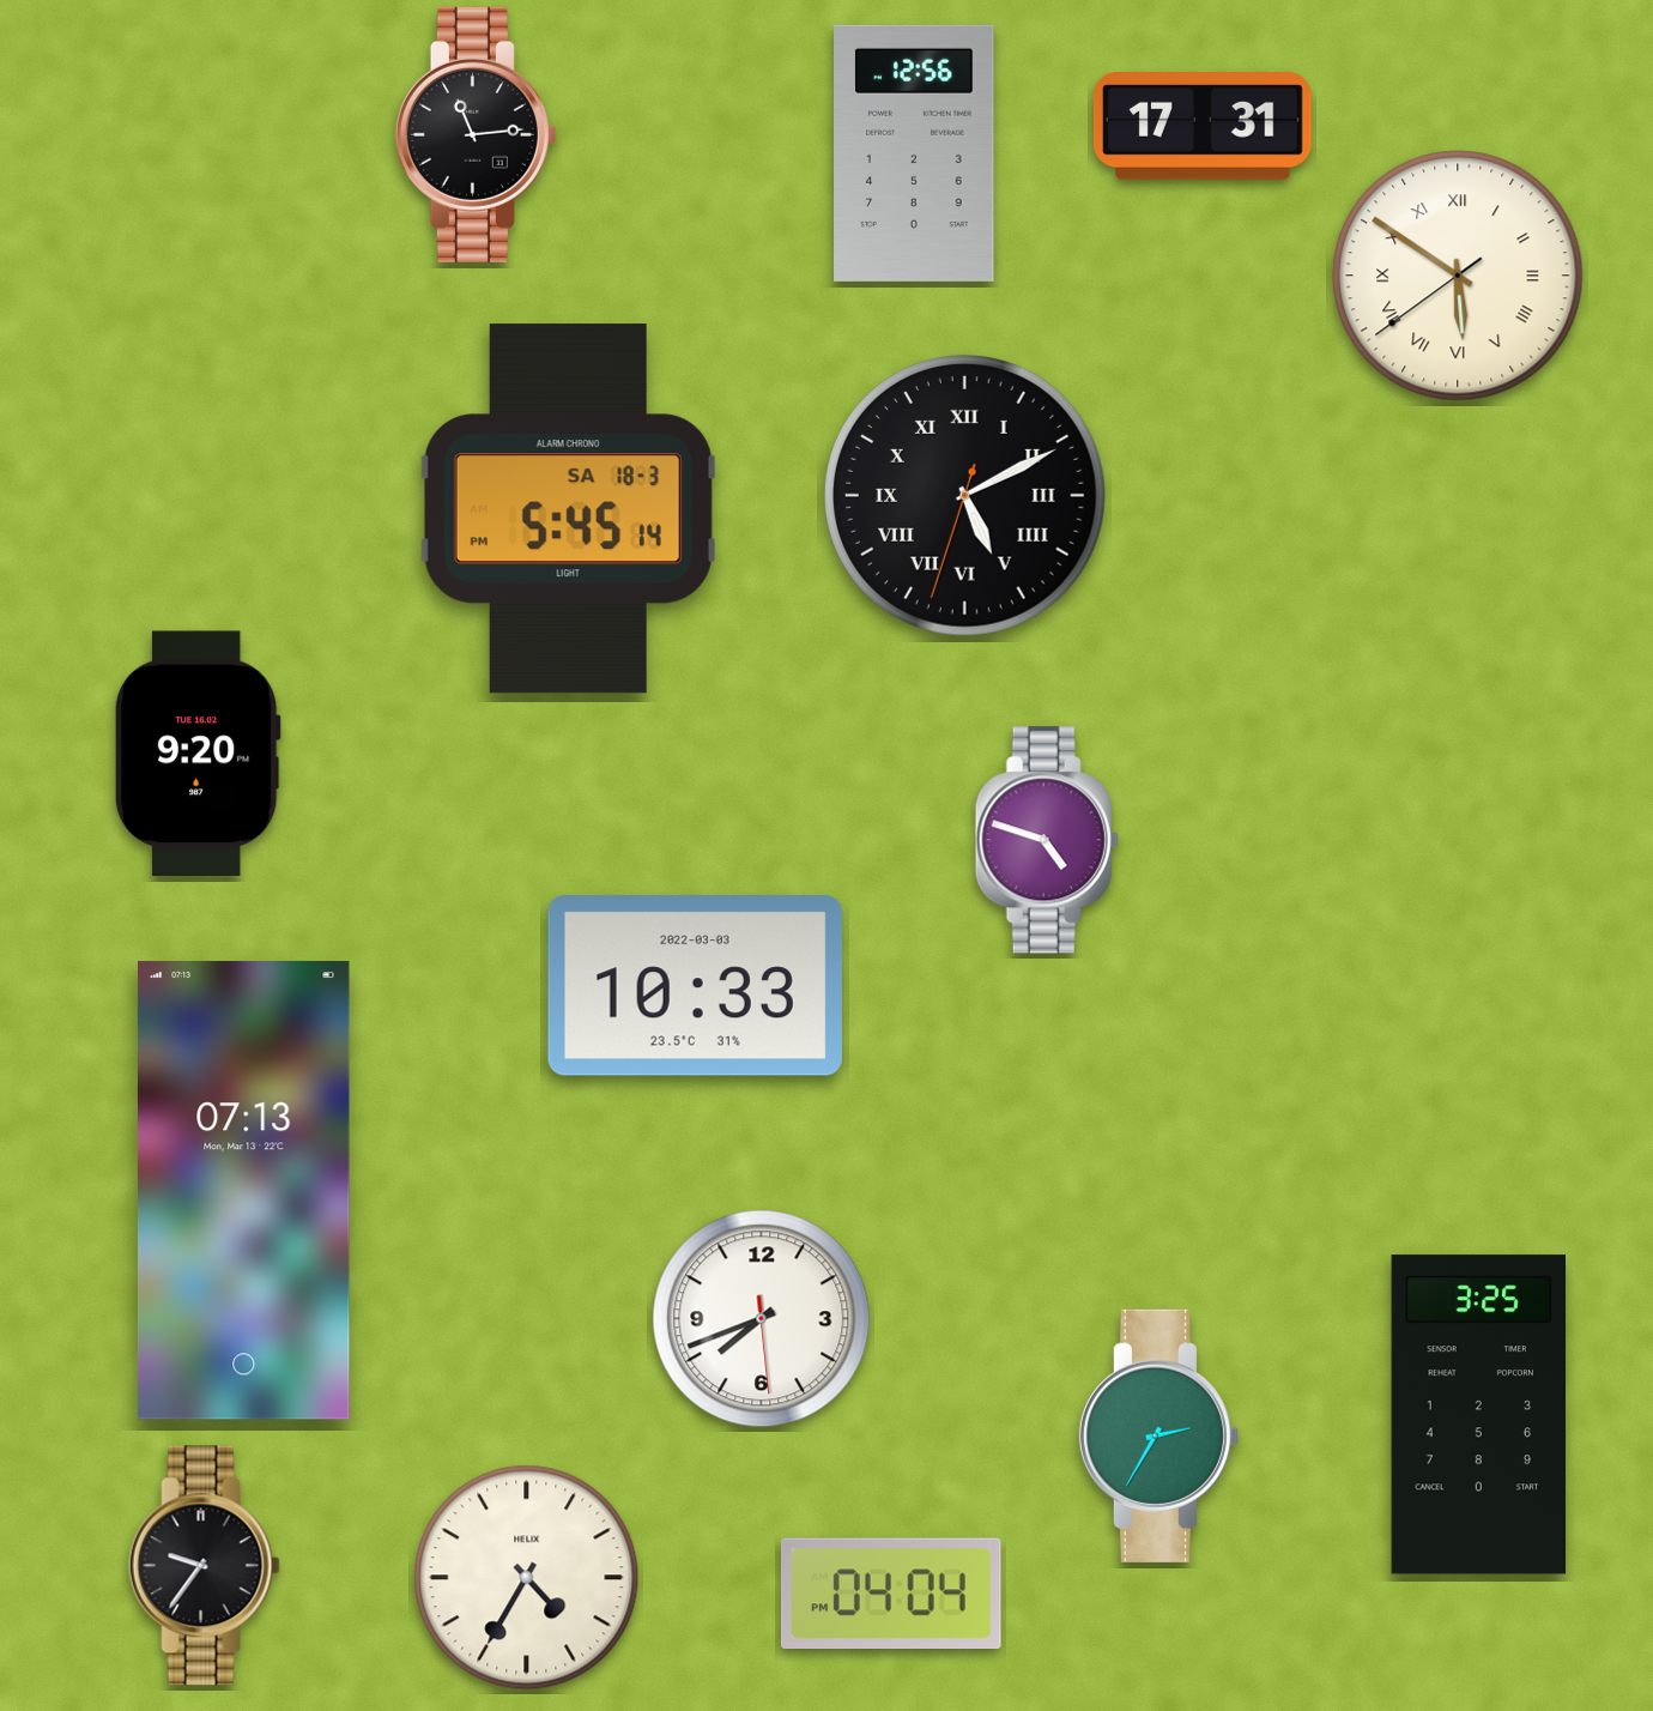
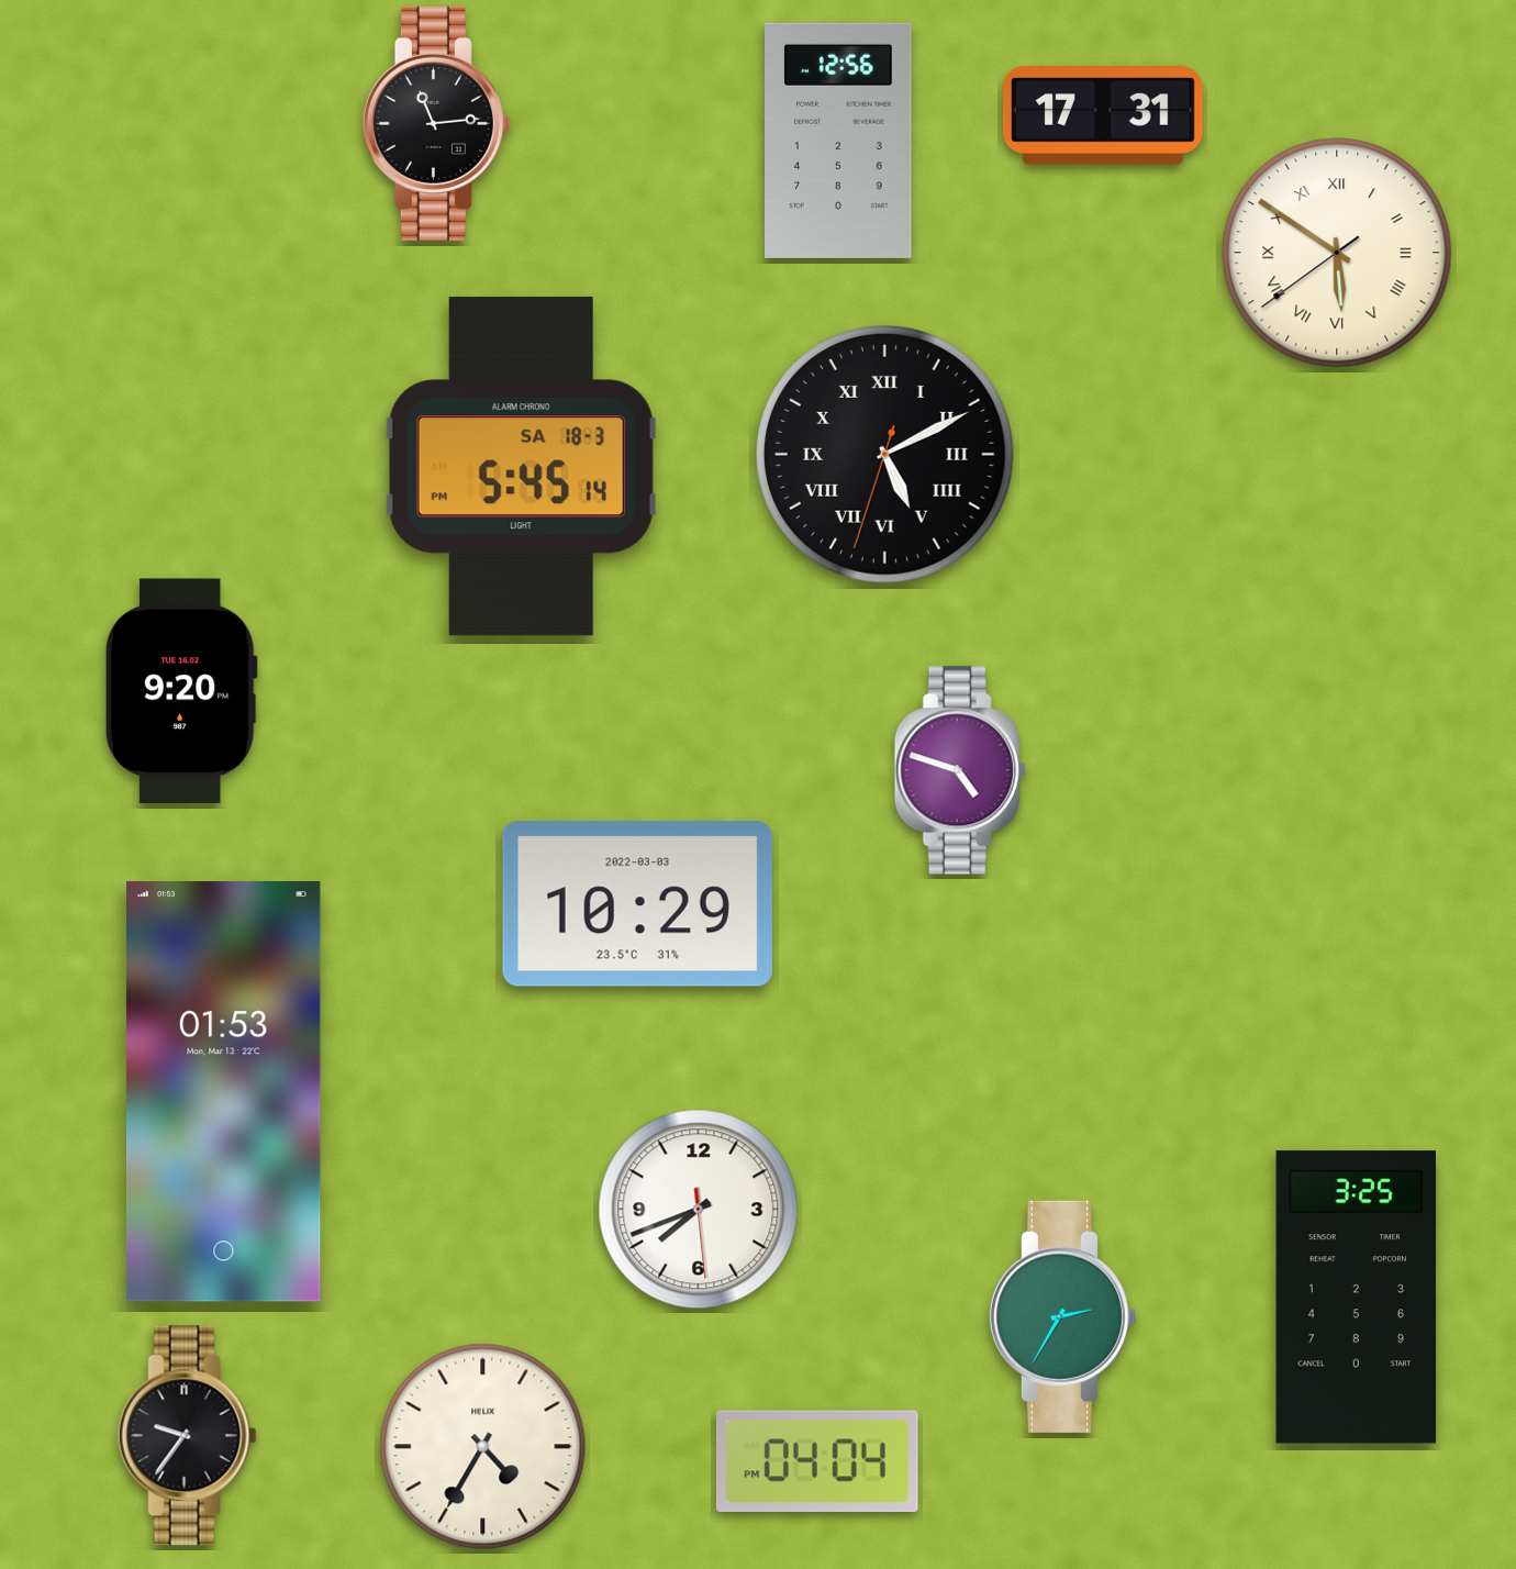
clock at (695, 986): 10:33 -> 10:29
clock at (243, 1191): 07:13 -> 01:53
